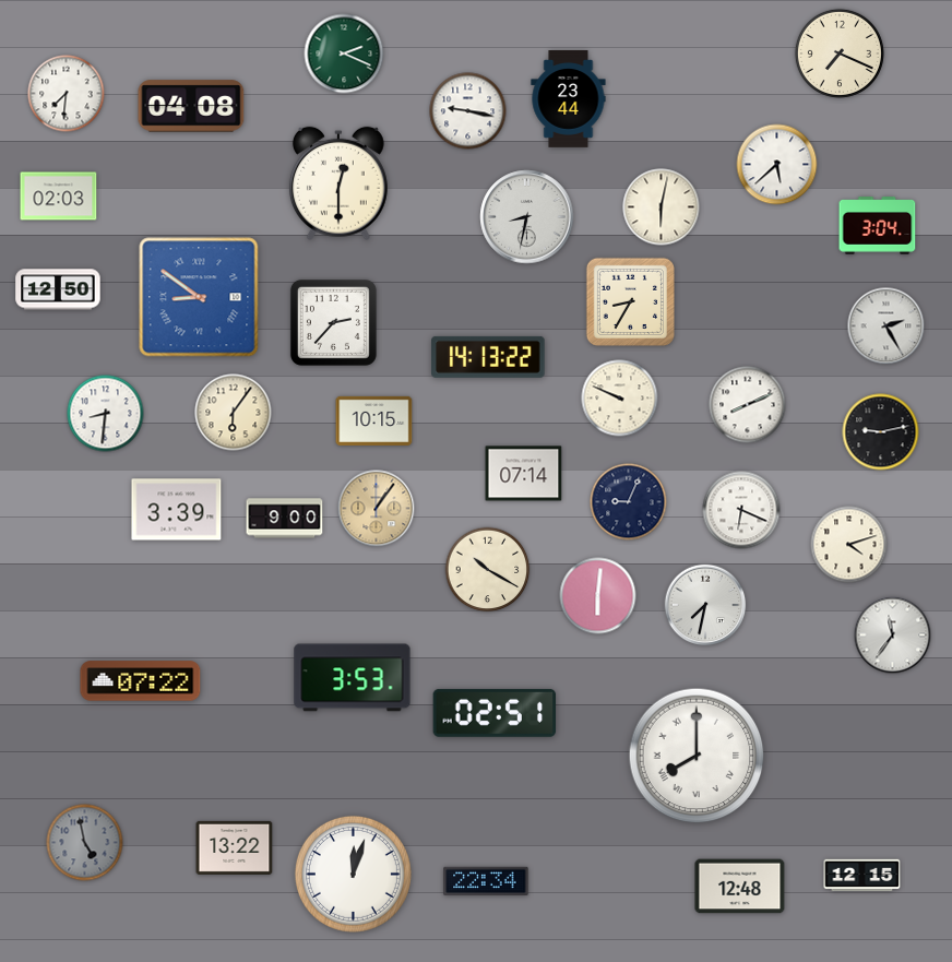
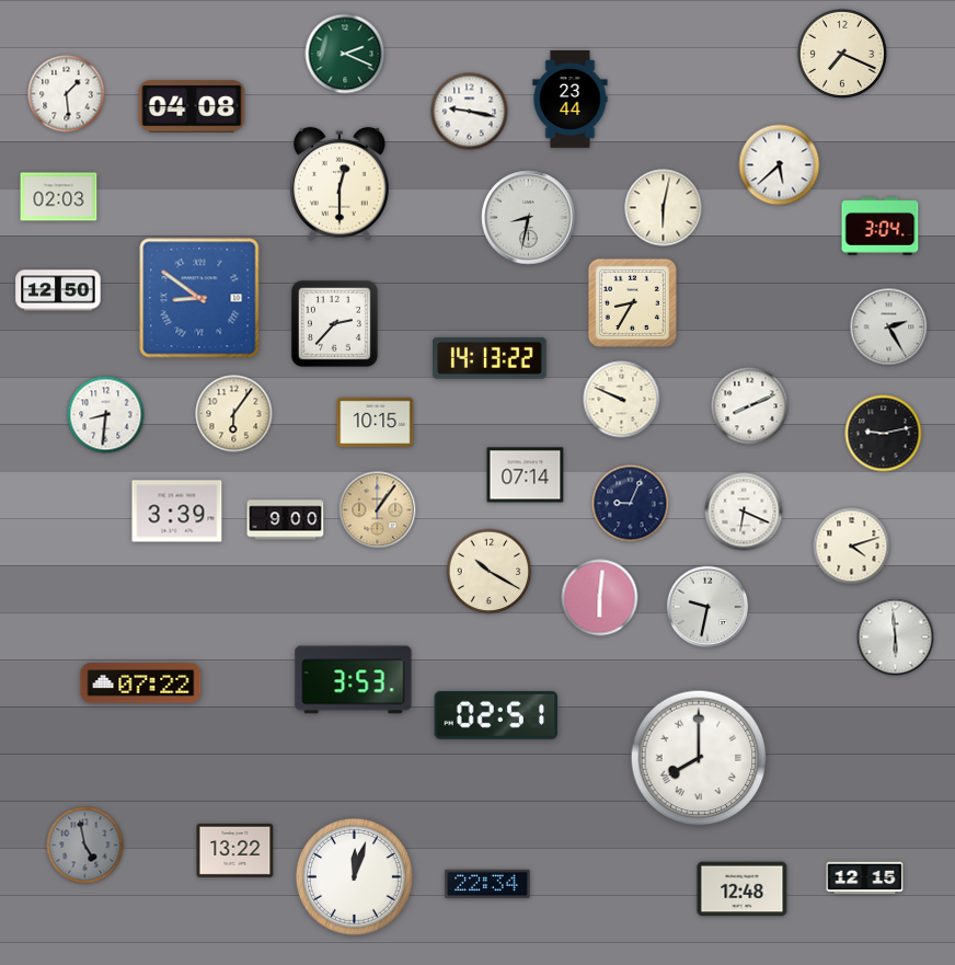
clock at (67, 94): 7:31 -> 1:29
clock at (705, 605): 7:32 -> 9:32
clock at (893, 636): 11:36 -> 5:59
